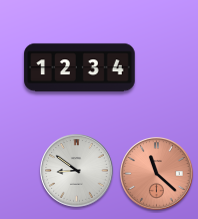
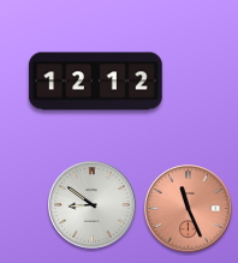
clock at (80, 68): 12:34 -> 12:12
clock at (157, 174): 11:22 -> 11:26
